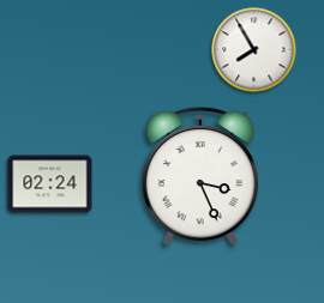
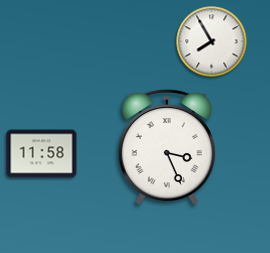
clock at (50, 184): 02:24 -> 11:58
